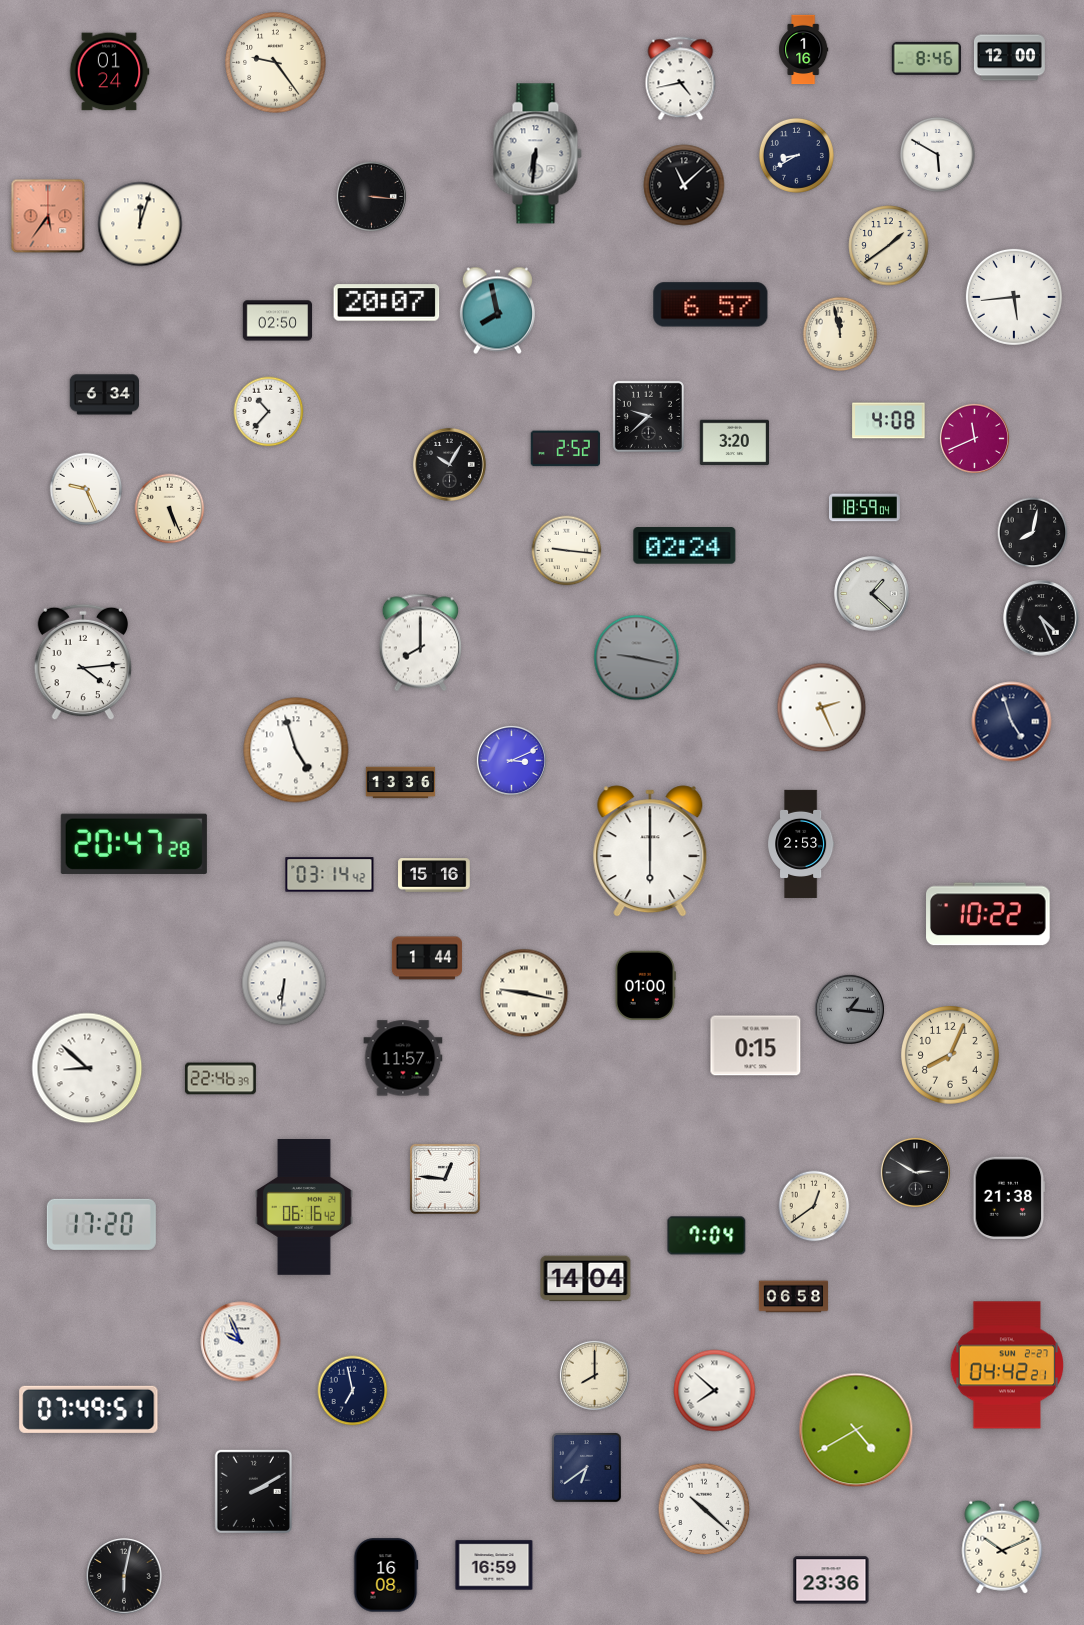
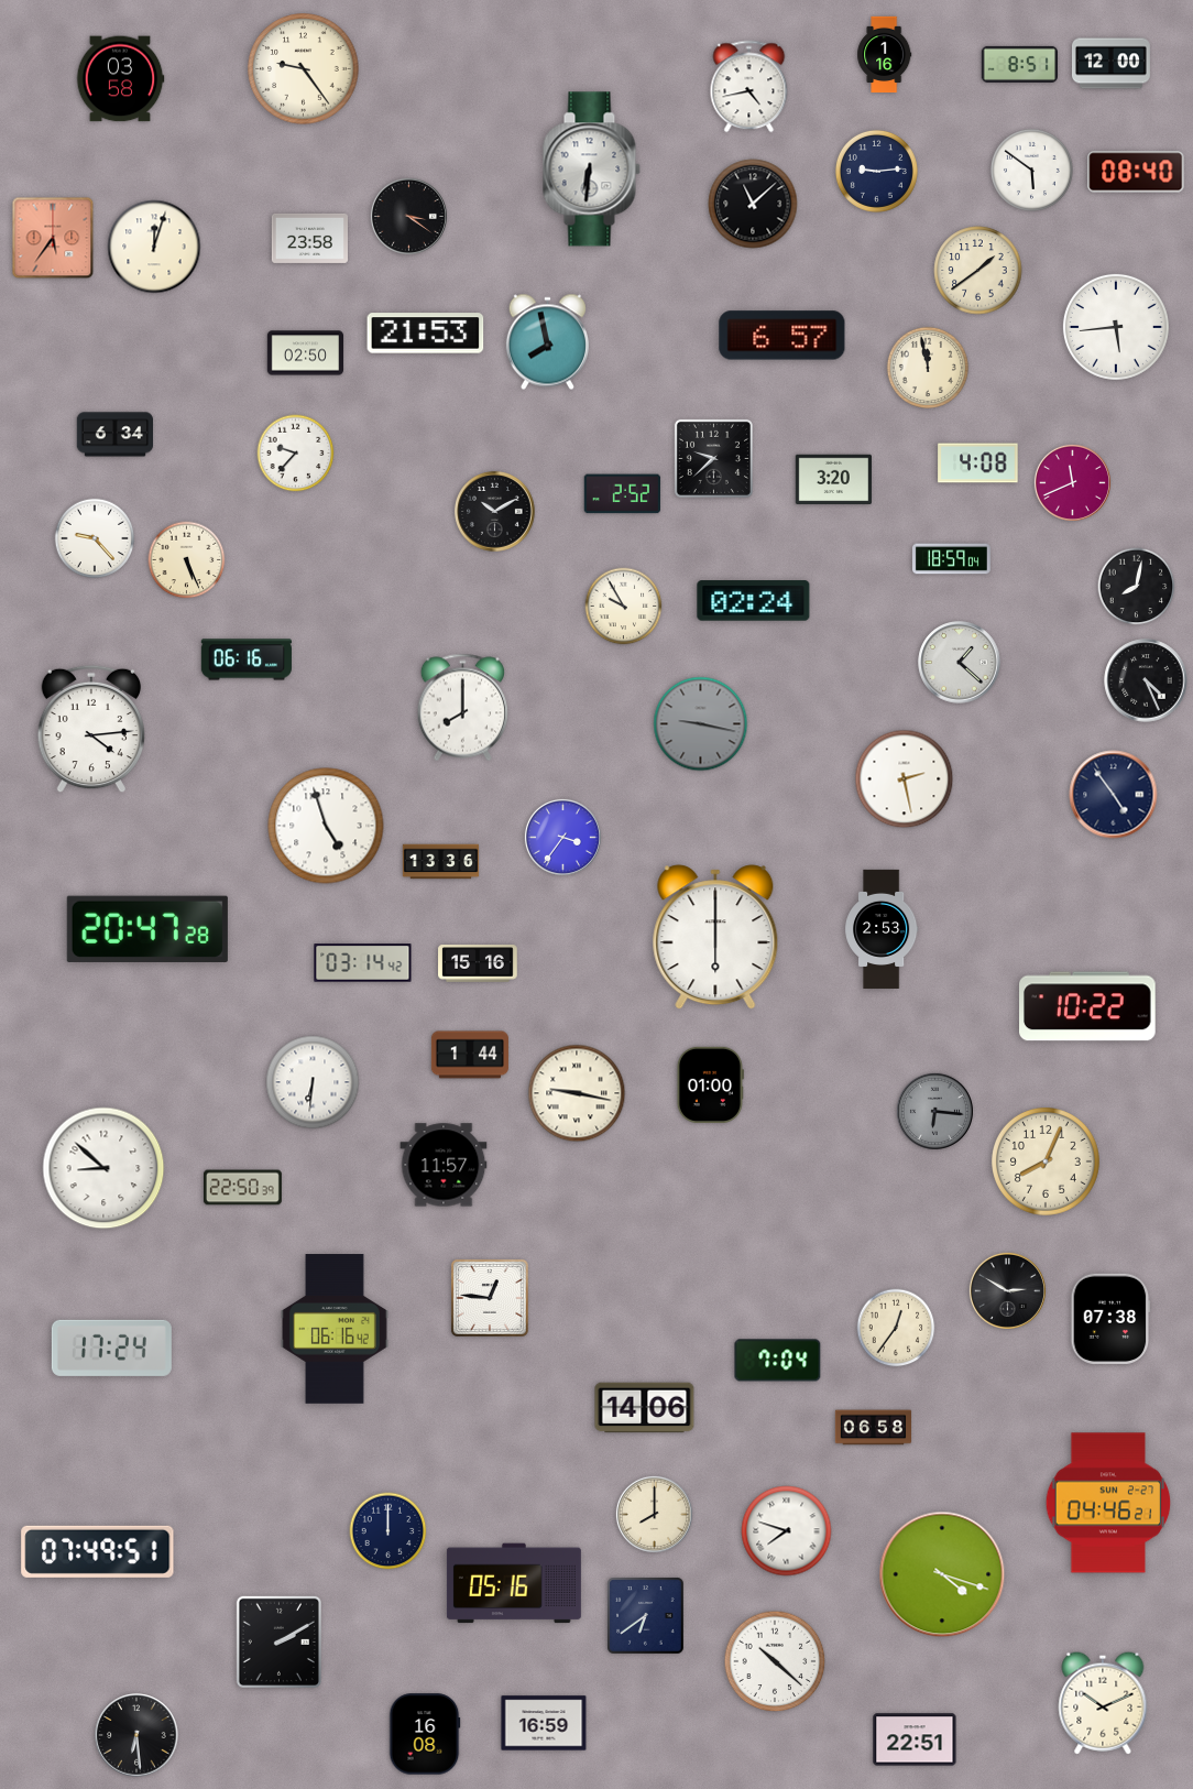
clock at (926, 58): 8:46 -> 8:51
clock at (109, 72): 01:24 -> 03:58
clock at (937, 154): 5:50 -> 5:51
clock at (796, 155): 8:40 -> 9:14
clock at (1136, 172): none -> 08:40
clock at (371, 196): 3:16 -> 3:21
clock at (309, 238): none -> 23:58
clock at (387, 303): 20:07 -> 21:53
clock at (840, 334) position: (840, 334) -> (928, 368)
clock at (269, 412): 10:37 -> 9:37
clock at (734, 443) position: (734, 443) -> (833, 480)
clock at (450, 465): 10:05 -> 10:10
clock at (86, 489): 9:26 -> 9:23
clock at (567, 551): 9:16 -> 9:55
clock at (872, 594) position: (872, 594) -> (960, 663)
clock at (247, 659): none -> 06:16
clock at (822, 708): 2:26 -> 2:28
clock at (1012, 722): 4:57 -> 4:54
clock at (511, 760): 3:11 -> 3:36
clock at (849, 1009): 1:16 -> 6:16
clock at (756, 1046): 0:15 -> none
clock at (87, 1068) position: (87, 1068) -> (103, 1168)
clock at (220, 1079): 22:46 -> 22:50
clock at (1009, 1198): 21:38 -> 07:38
clock at (814, 1206): 12:39 -> 12:36
clock at (101, 1224): 17:20 -> 17:24
clock at (586, 1279): 14:04 -> 14:06
clock at (241, 1342): 9:56 -> none
clock at (1007, 1365): 04:42 -> 04:46
clock at (353, 1391): 6:58 -> 12:00
clock at (715, 1391): 7:52 -> 7:48
clock at (856, 1430): 4:40 -> 4:18
clock at (514, 1583): none -> 05:16
clock at (124, 1576): 6:02 -> 6:29
clock at (831, 1580): 23:36 -> 22:51
